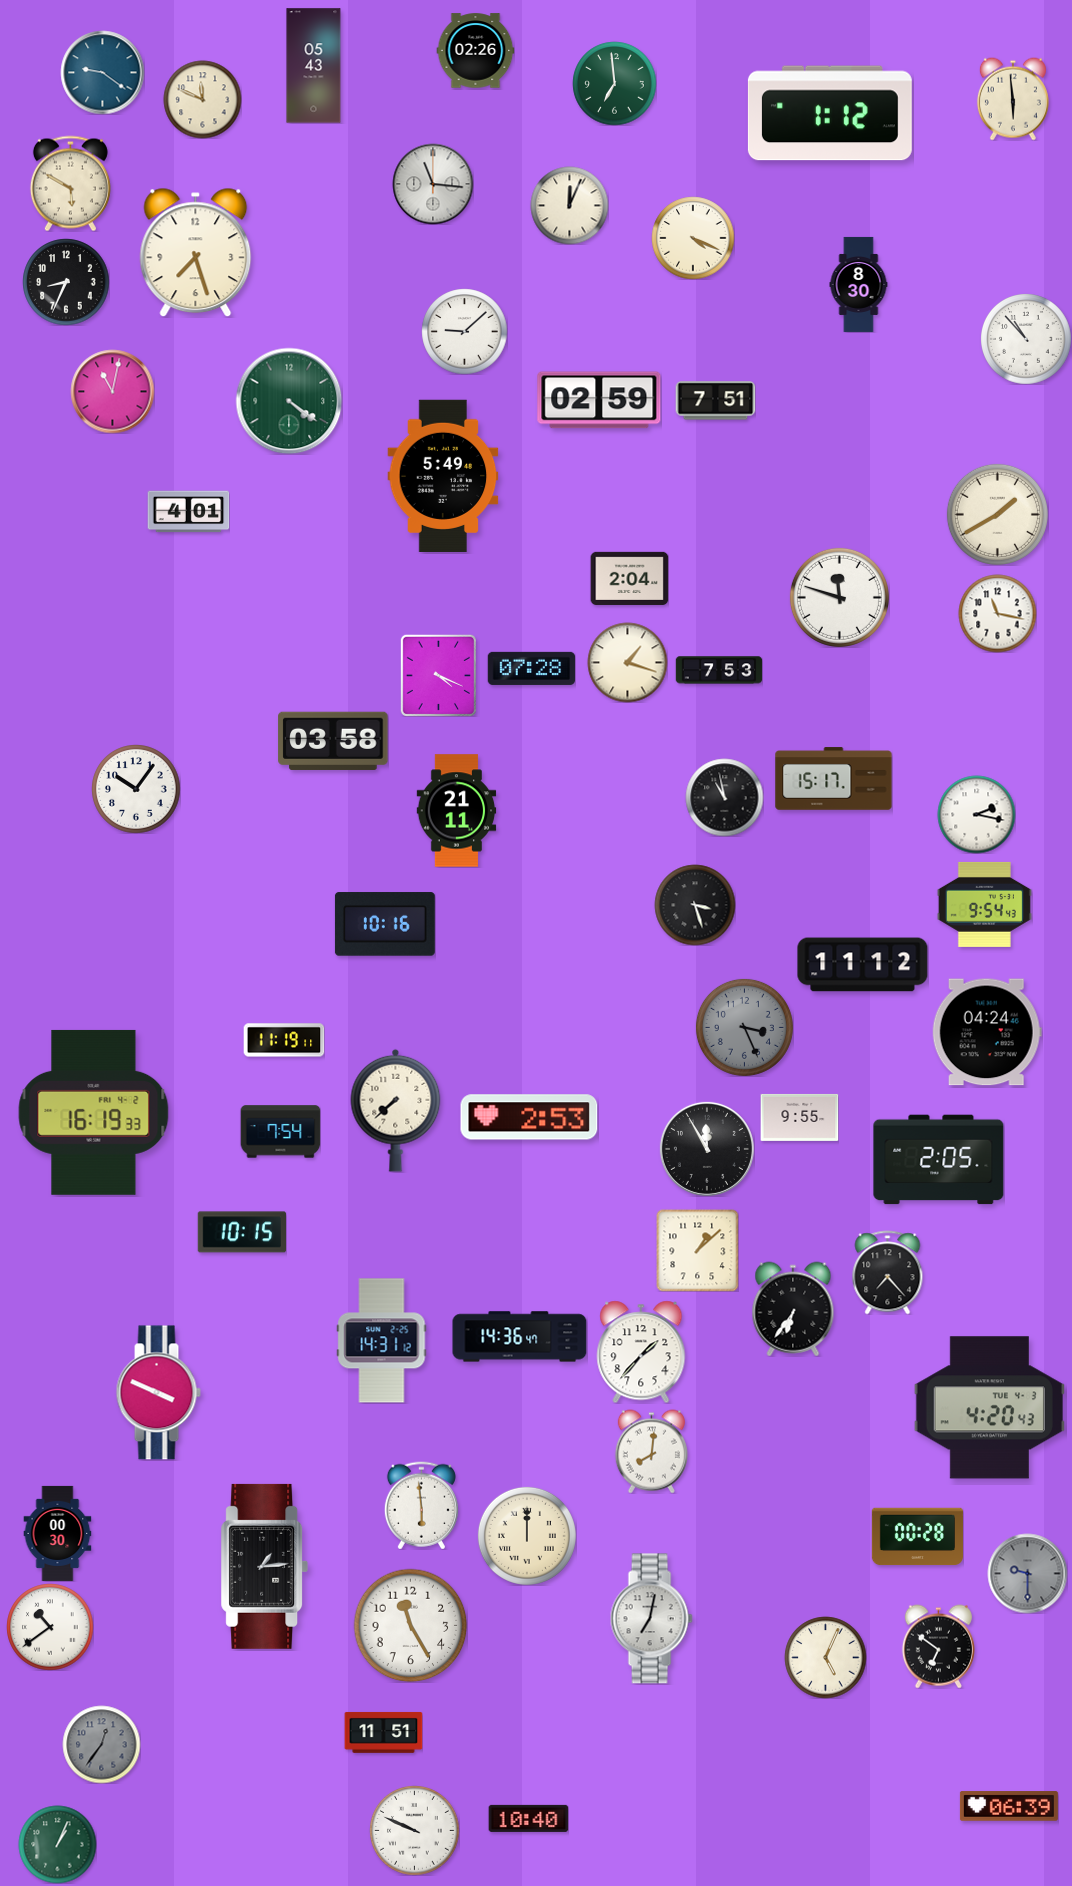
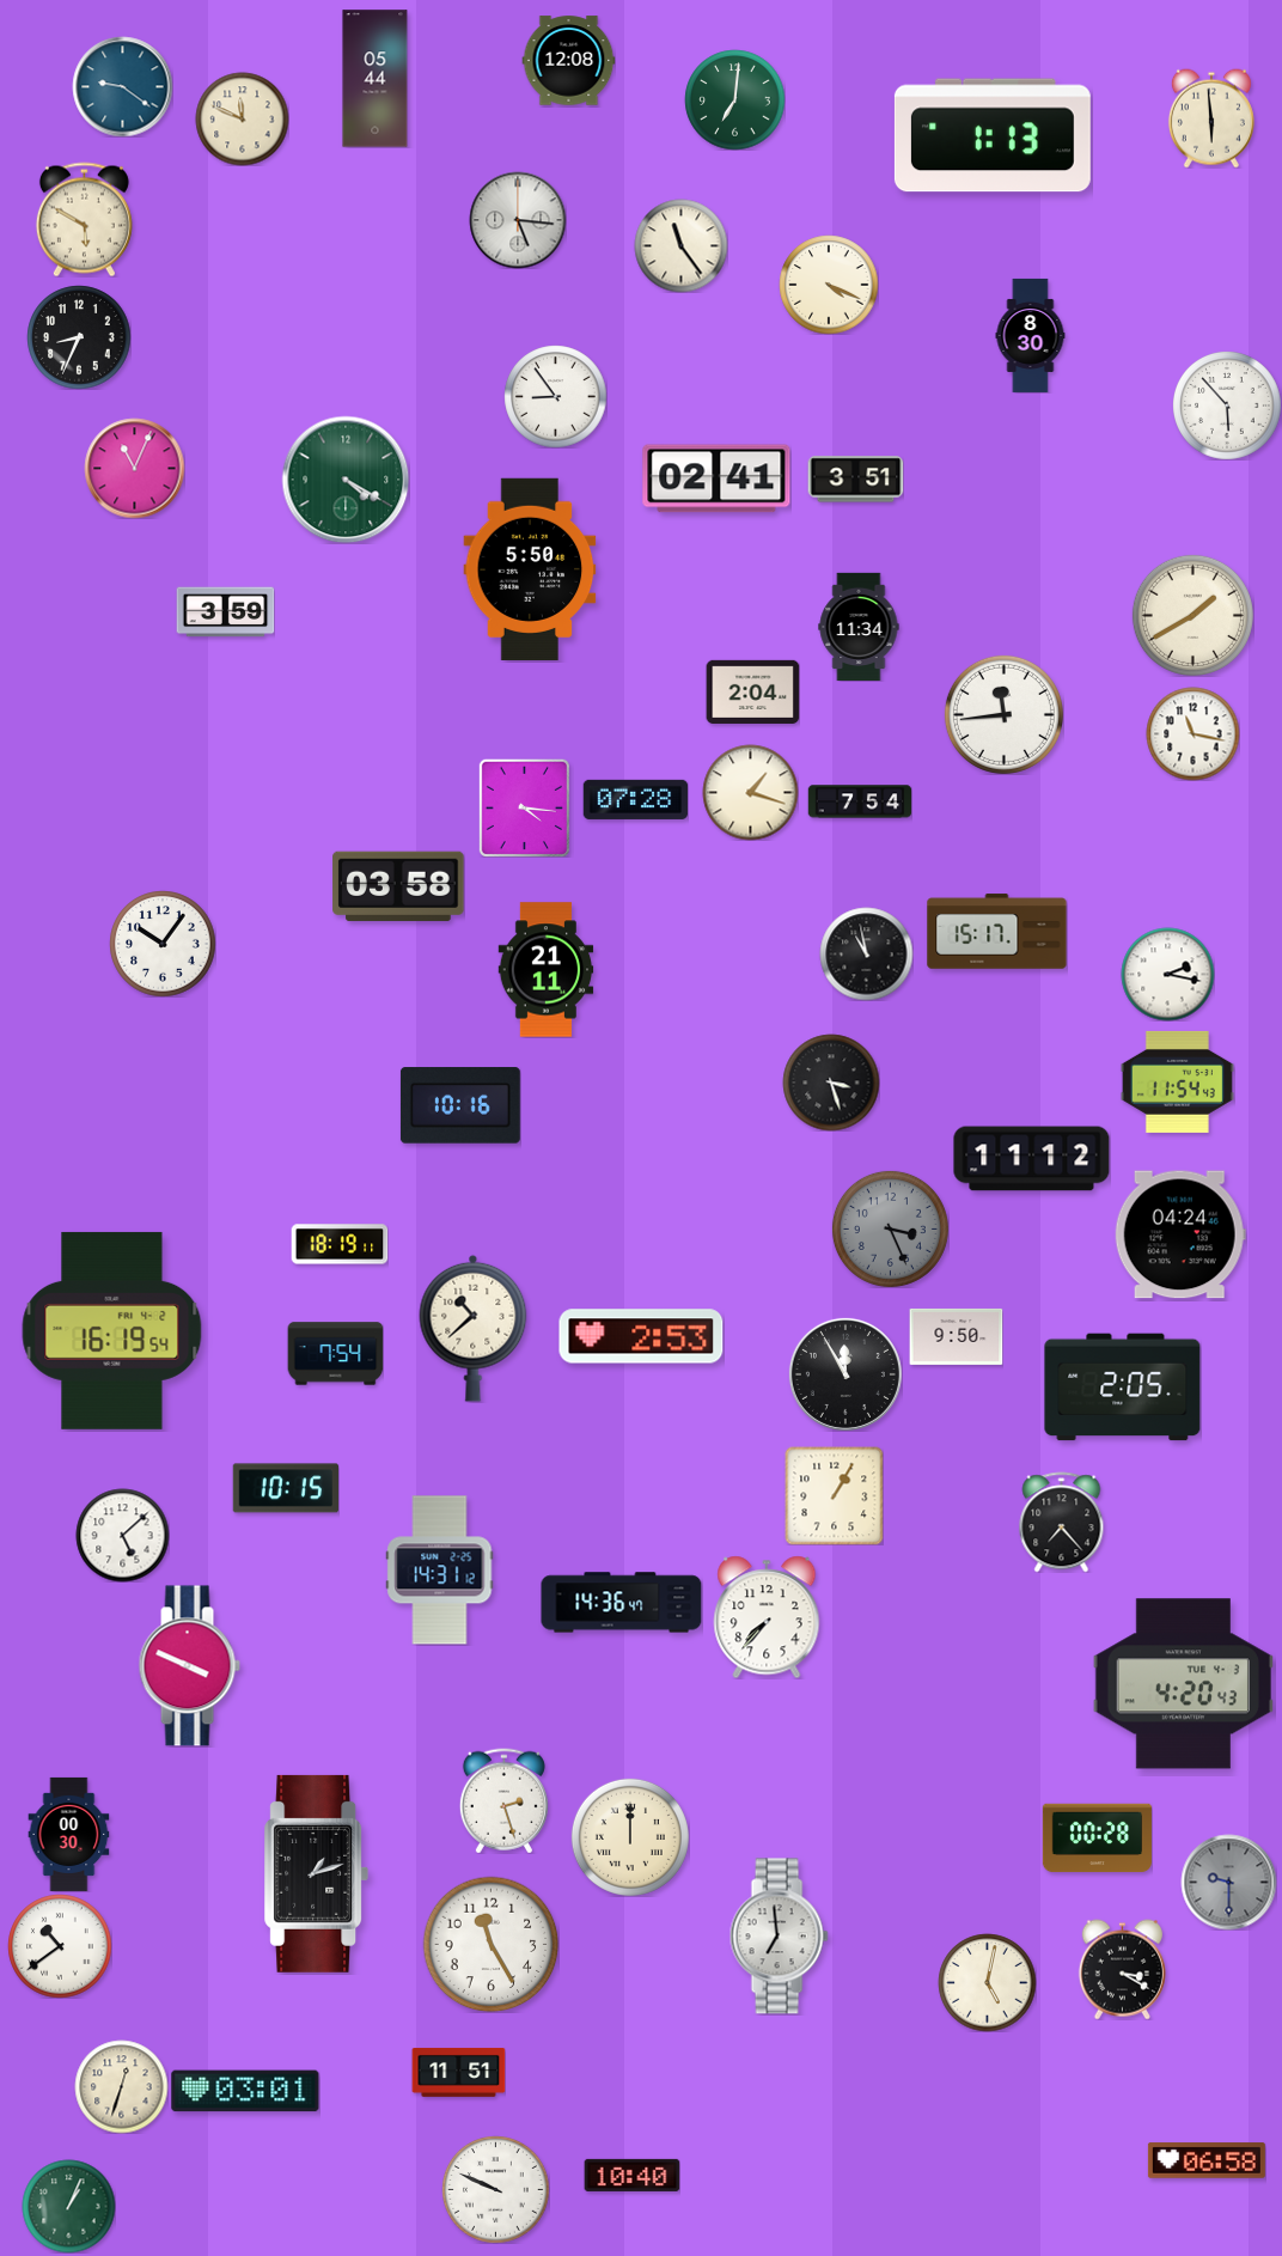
clock at (475, 51): 02:26 -> 12:08
clock at (314, 66): 05:43 -> 05:44
clock at (614, 83): 6:59 -> 7:01
clock at (830, 113): 1:12 -> 1:13
clock at (433, 184): 11:16 -> 5:16
clock at (569, 205): 12:04 -> 11:24
clock at (196, 252): 7:27 -> none
clock at (859, 284) position: (859, 284) -> (1031, 335)
clock at (464, 331): 9:08 -> 8:54
clock at (1026, 339): 10:53 -> 5:53
clock at (112, 391): 11:02 -> 11:04
clock at (599, 400): 02:59 -> 02:41
clock at (289, 401): 4:21 -> 4:20
clock at (715, 401): 7:51 -> 3:51
clock at (443, 476): 5:49 -> 5:50
clock at (188, 512): 4:01 -> 3:59
clock at (859, 626): none -> 11:34
clock at (839, 597): 11:48 -> 11:44
clock at (719, 670): 7:53 -> 7:54
clock at (438, 675): 4:19 -> 4:16
clock at (984, 904): 9:54 -> 11:54
clock at (863, 965) position: (863, 965) -> (1032, 1159)
clock at (284, 1040): 11:19 -> 18:19
clock at (396, 1110): 7:38 -> 10:38
clock at (94, 1112): 16:19:33 -> 16:19:54
clock at (529, 1117) position: (529, 1117) -> (641, 1336)
clock at (799, 1117): 9:55 -> 9:50
clock at (241, 1232) position: (241, 1232) -> (285, 1488)
clock at (697, 1250): 1:08 -> 1:05
clock at (122, 1535): none -> 5:08
clock at (793, 1309): 6:36 -> none
clock at (520, 1337) position: (520, 1337) -> (622, 1603)
clock at (382, 1341) position: (382, 1341) -> (440, 1571)
clock at (641, 1352): 1:37 -> 7:37
clock at (651, 1451): 8:01 -> none
clock at (421, 1505): 5:59 -> 2:27
clock at (265, 1566): 1:14 -> 1:12
clock at (651, 1619): 7:02 -> 6:59
clock at (938, 1646): 6:51 -> 3:20
clock at (825, 1657): 5:04 -> 5:02
clock at (101, 1744): 12:36 -> 12:33
clock at (101, 1744) dial: grey -> cream
clock at (245, 2091): none -> 03:01
clock at (1009, 1806): 06:39 -> 06:58
